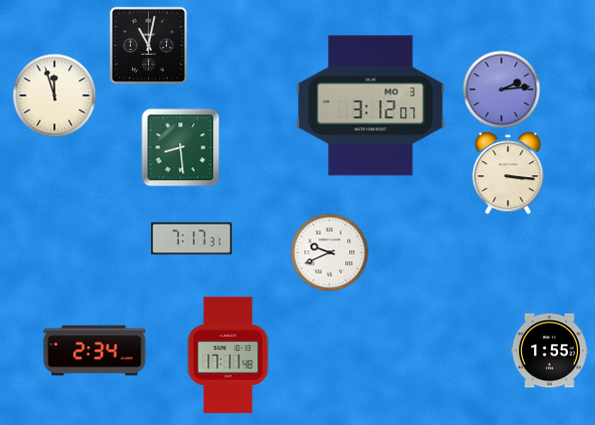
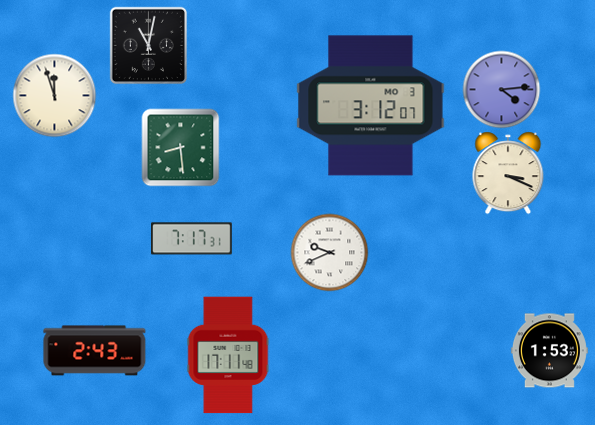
clock at (501, 89): 2:14 -> 4:14
clock at (508, 173): 3:16 -> 3:19
clock at (95, 351): 2:34 -> 2:43
clock at (549, 351): 1:55 -> 1:53
